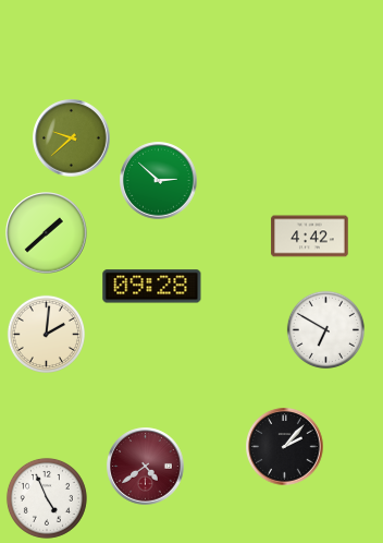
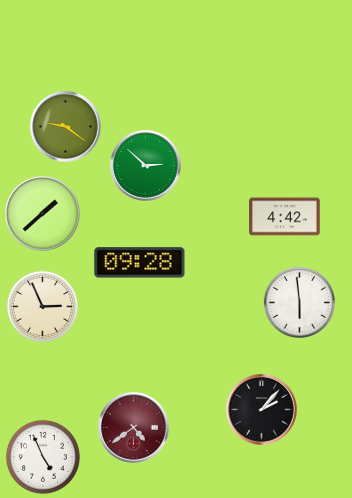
clock at (72, 138): 9:38 -> 9:21
clock at (325, 329): 6:50 -> 5:59
clock at (46, 334): 2:01 -> 2:56
